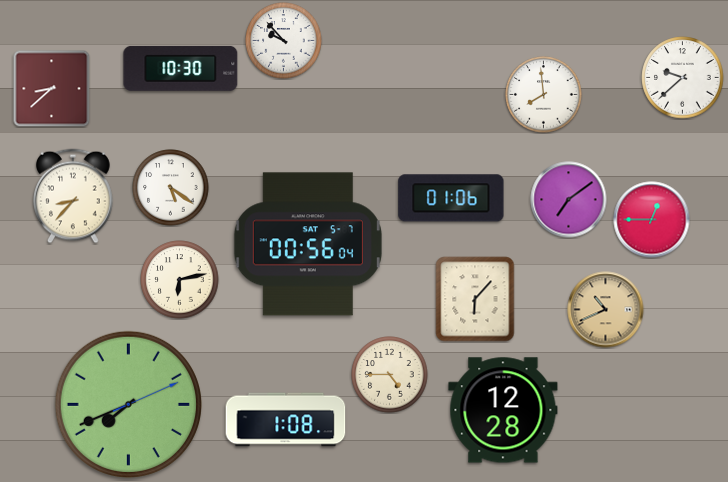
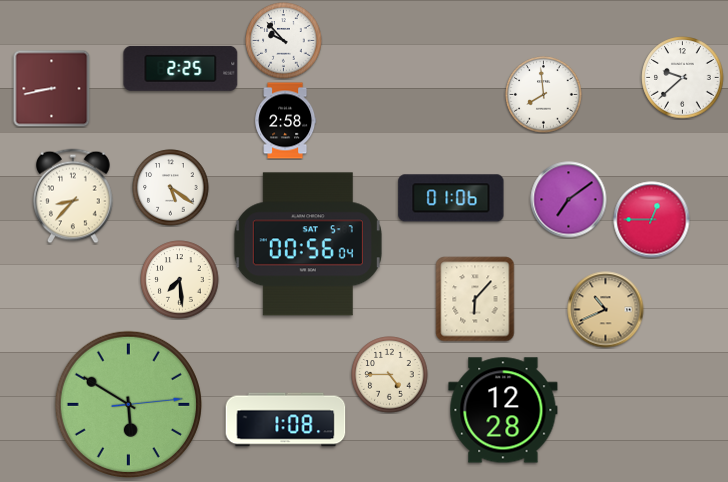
clock at (181, 68): 10:30 -> 2:25
clock at (51, 88): 8:38 -> 8:43
clock at (286, 121): none -> 2:58
clock at (180, 280): 6:13 -> 7:29
clock at (128, 404): 7:41 -> 5:50
